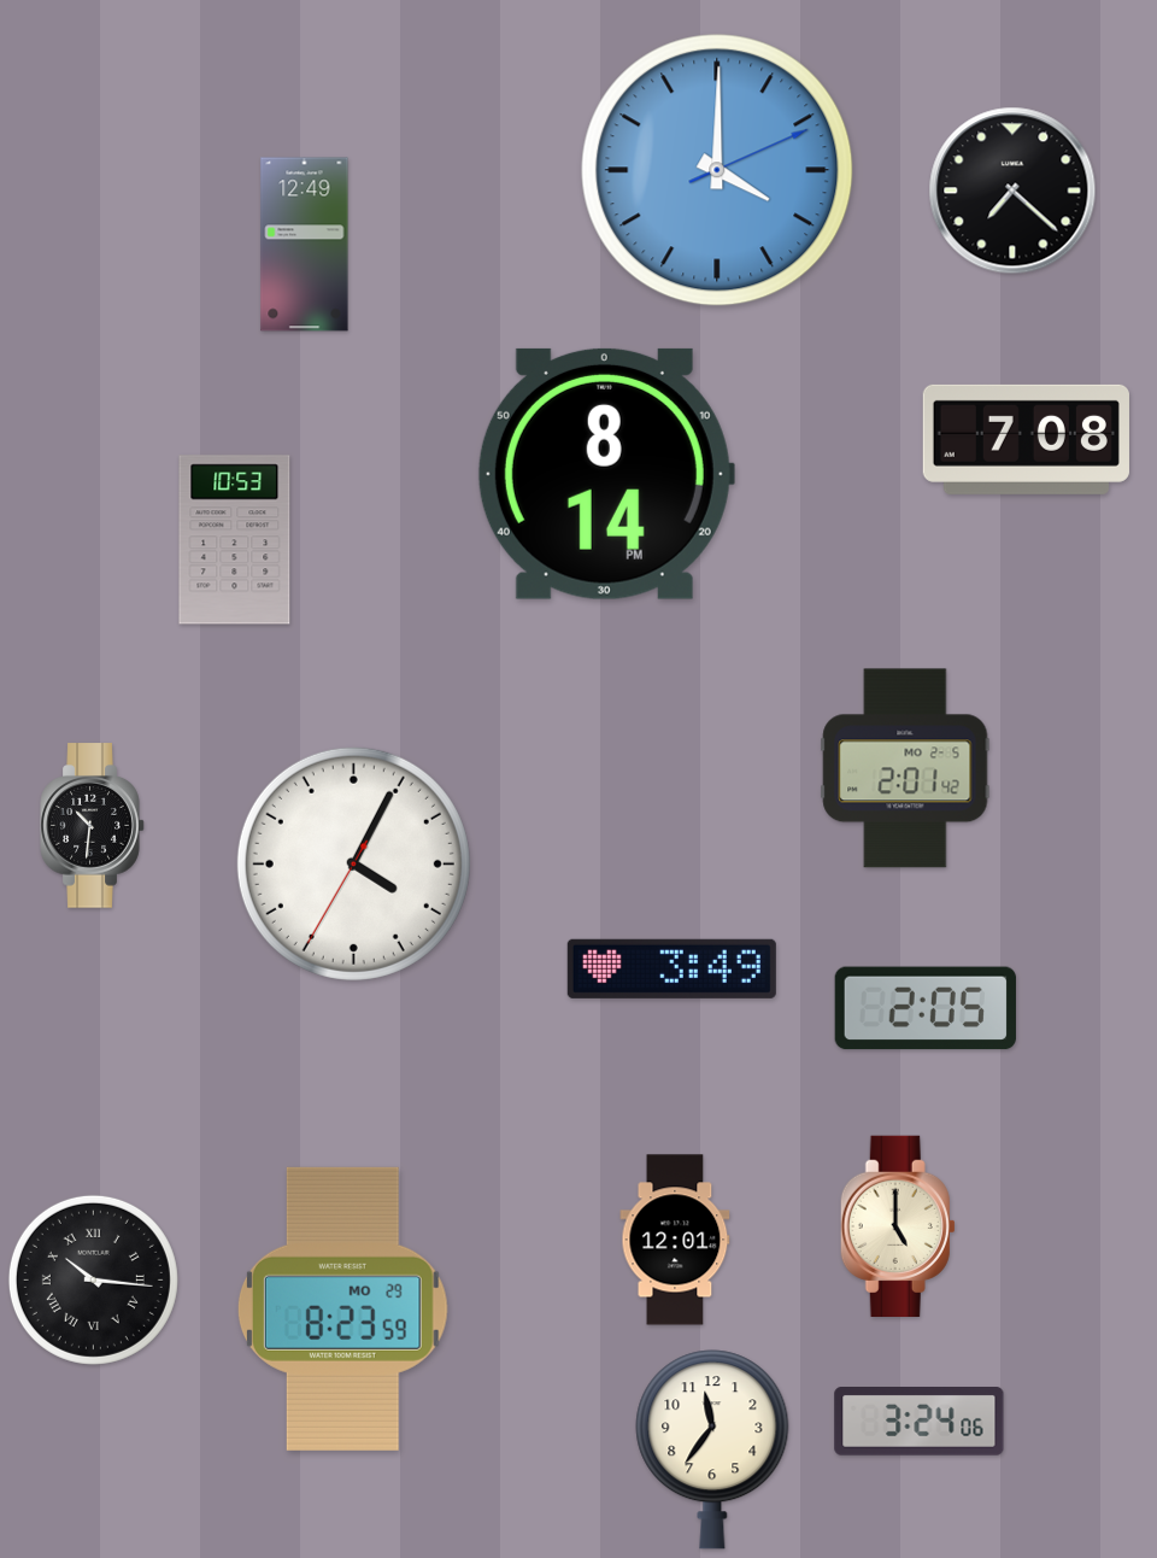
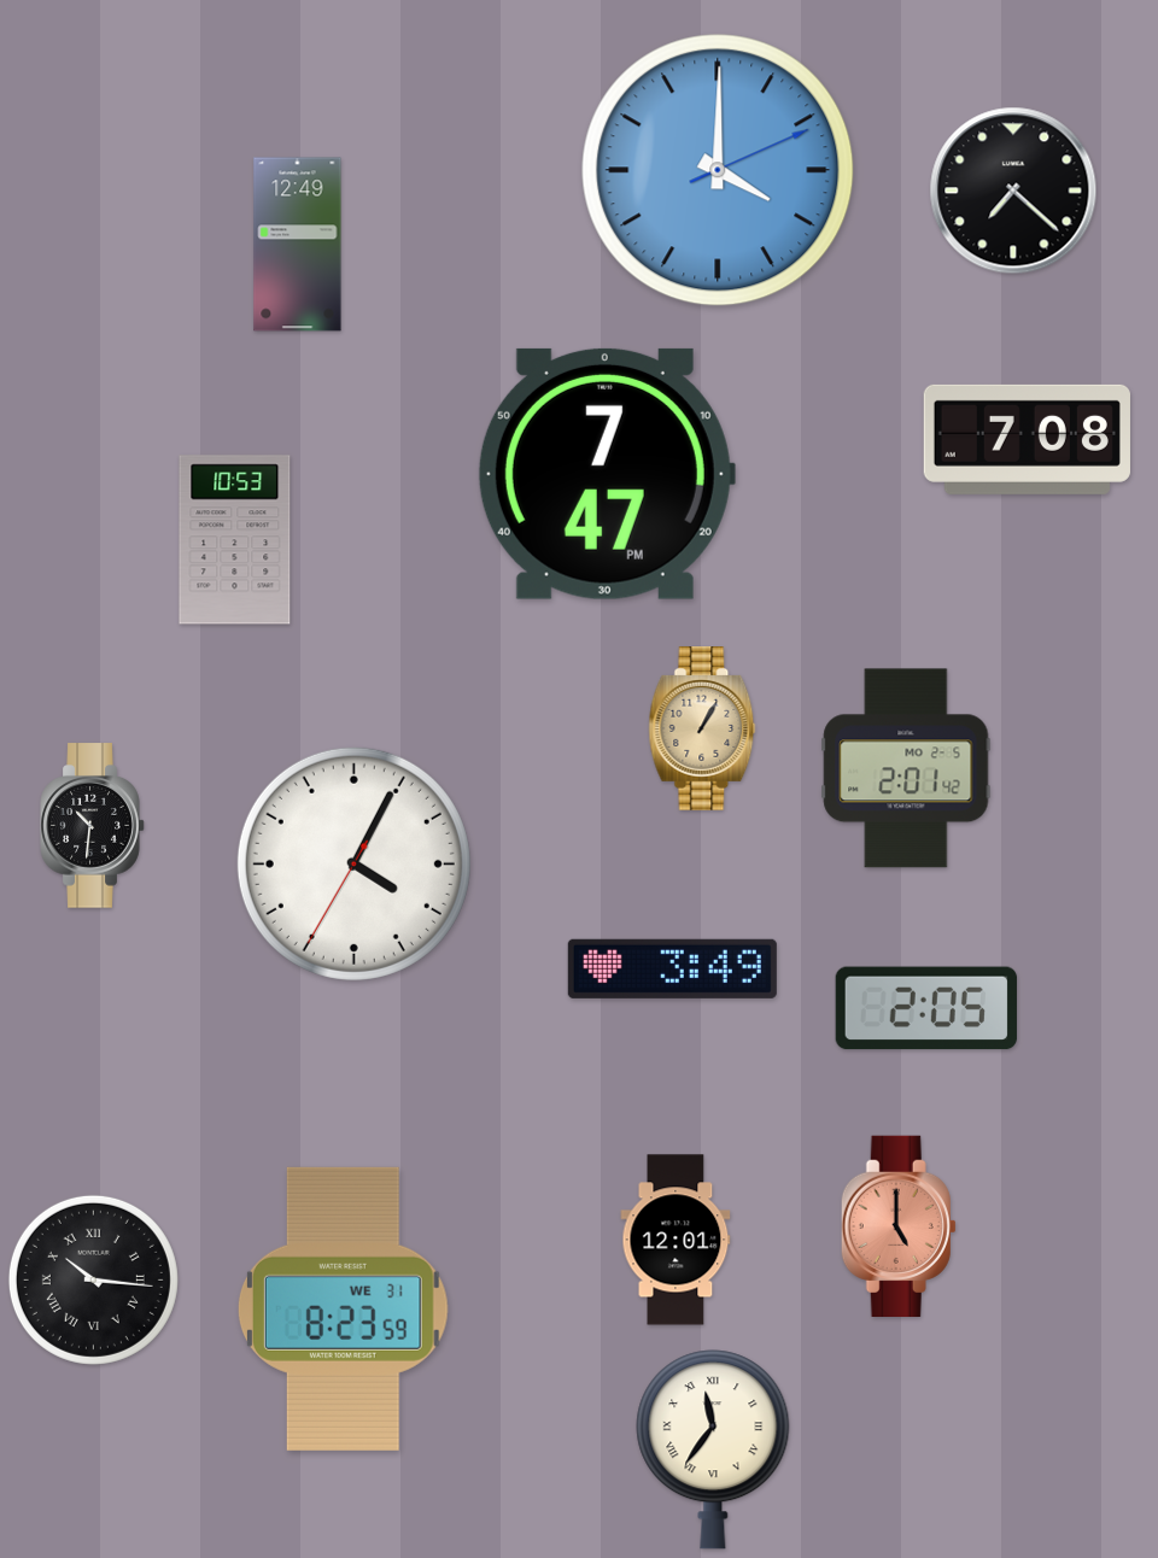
clock at (305, 245) position: (305, 245) -> (298, 245)
clock at (605, 474): 8:14 -> 7:47
clock at (702, 728): none -> 1:05
clock at (898, 1225) dial: cream -> salmon
clock at (342, 1308) date: MO 29 -> WE 31
clock at (920, 1422): 3:24 -> none
clock at (712, 1449) numerals: Arabic -> Roman
